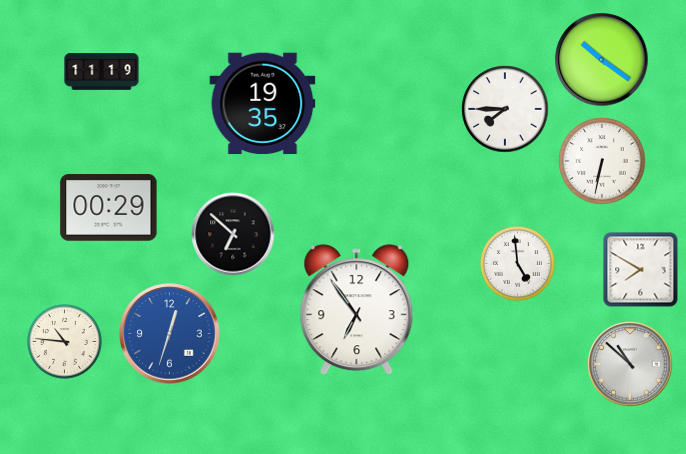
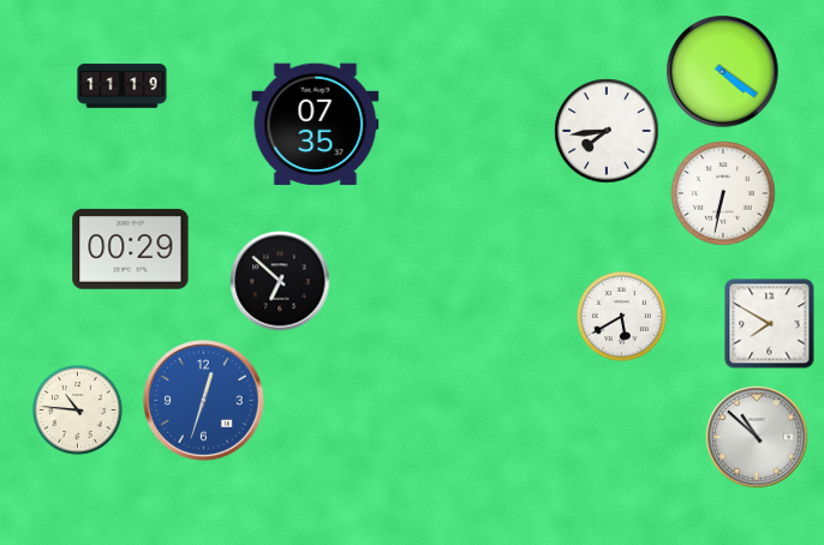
clock at (602, 60): 10:21 -> 4:21
clock at (263, 104): 19:35 -> 07:35
clock at (505, 109): 7:45 -> 7:44
clock at (518, 264): 4:59 -> 5:40
clock at (357, 310): 6:54 -> none
